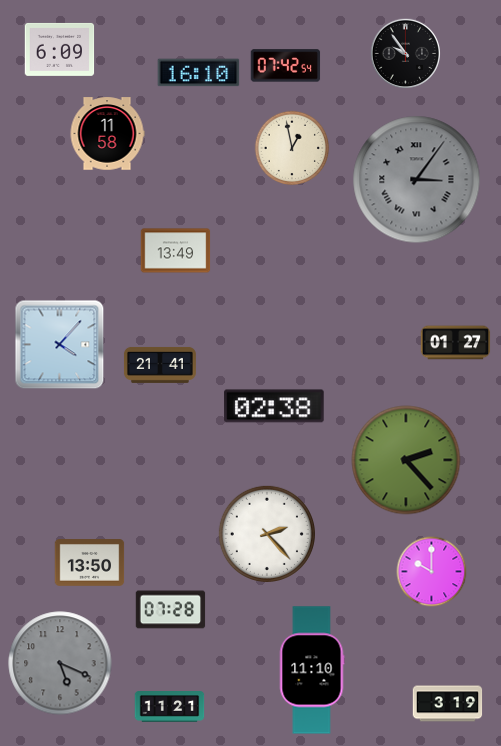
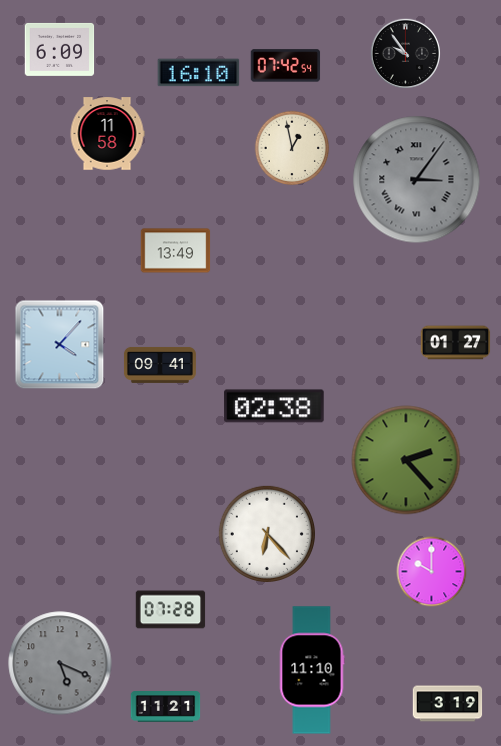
clock at (160, 365): 21:41 -> 09:41
clock at (267, 534): 2:23 -> 6:23
clock at (90, 563): 13:50 -> none
clock at (170, 707) position: (170, 707) -> (166, 707)
